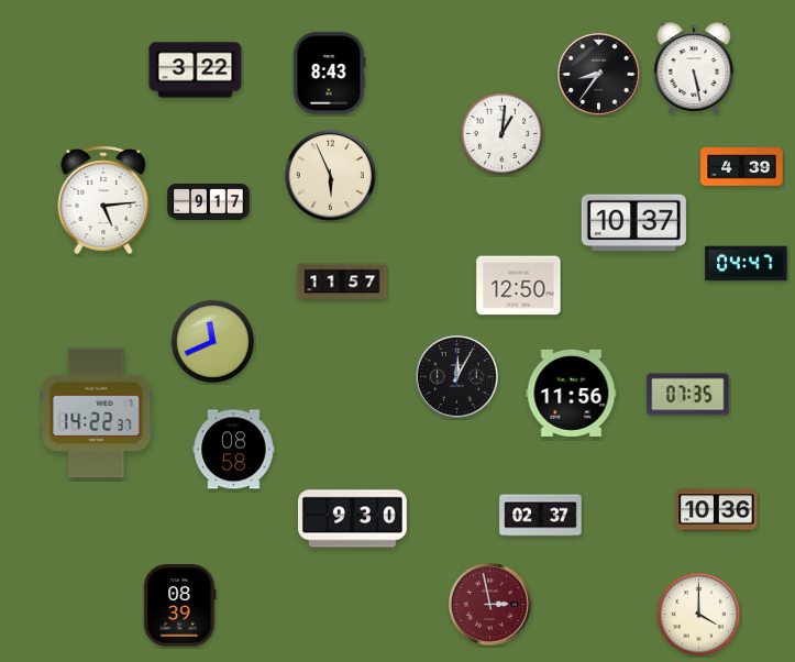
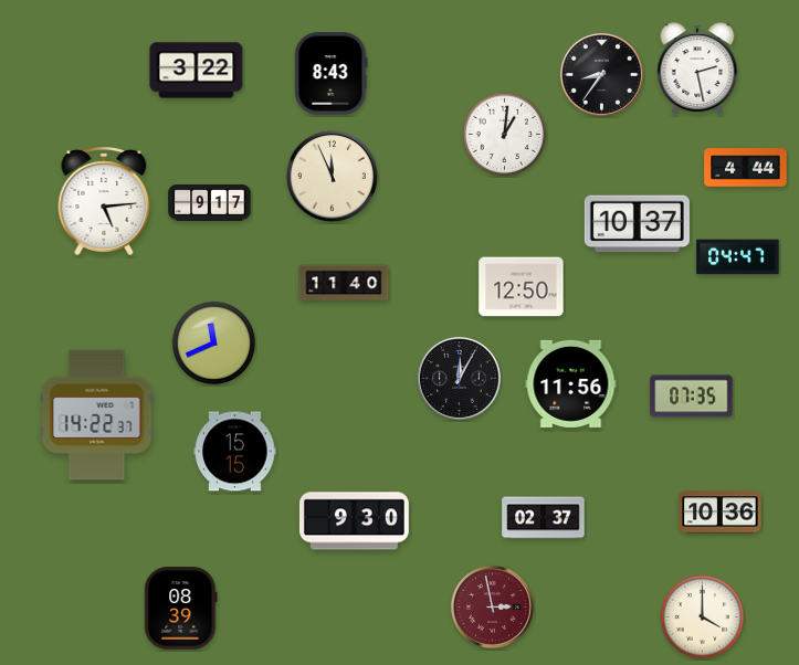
clock at (694, 68): 5:28 -> 2:28
clock at (742, 167): 4:39 -> 4:44
clock at (330, 175): 5:56 -> 11:56
clock at (747, 264) position: (747, 264) -> (738, 257)
clock at (342, 282): 11:57 -> 11:40
clock at (572, 393) position: (572, 393) -> (571, 383)
clock at (234, 450): 08:58 -> 15:15
